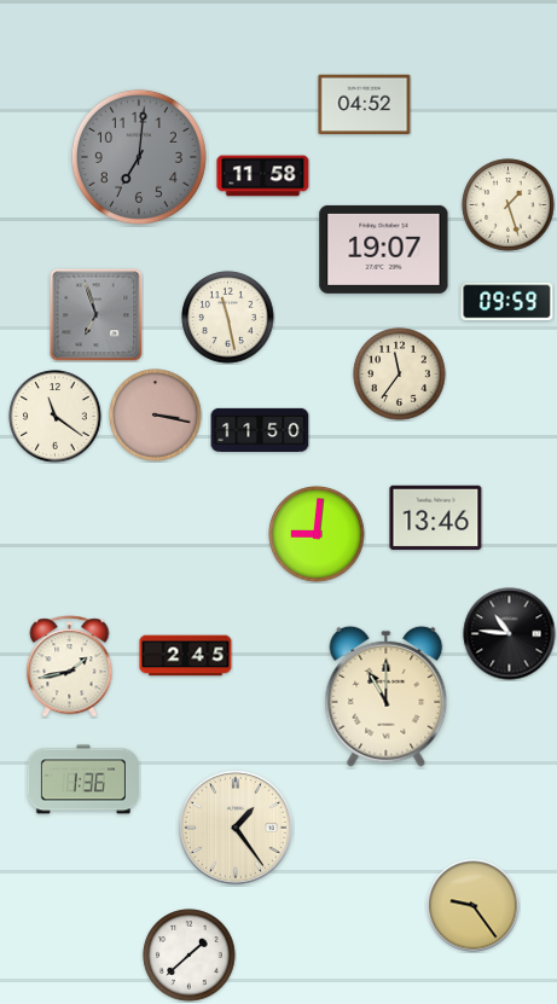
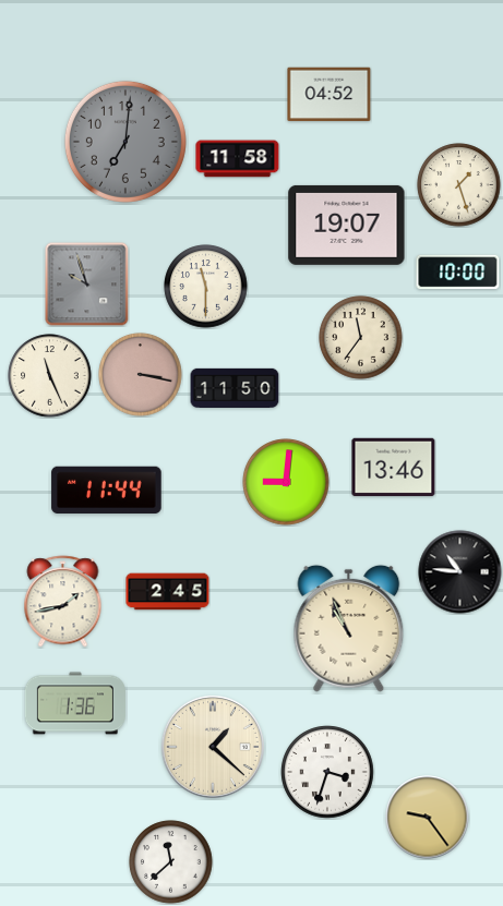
clock at (507, 302): 09:59 -> 10:00
clock at (97, 315): 6:57 -> 9:57
clock at (228, 318): 11:28 -> 11:30
clock at (56, 417): 11:21 -> 11:26
clock at (107, 491): none -> 11:44
clock at (387, 696): 11:00 -> 10:56
clock at (236, 828): 1:24 -> 1:22
clock at (327, 772): none -> 3:33
clock at (190, 956): 1:38 -> 11:38
